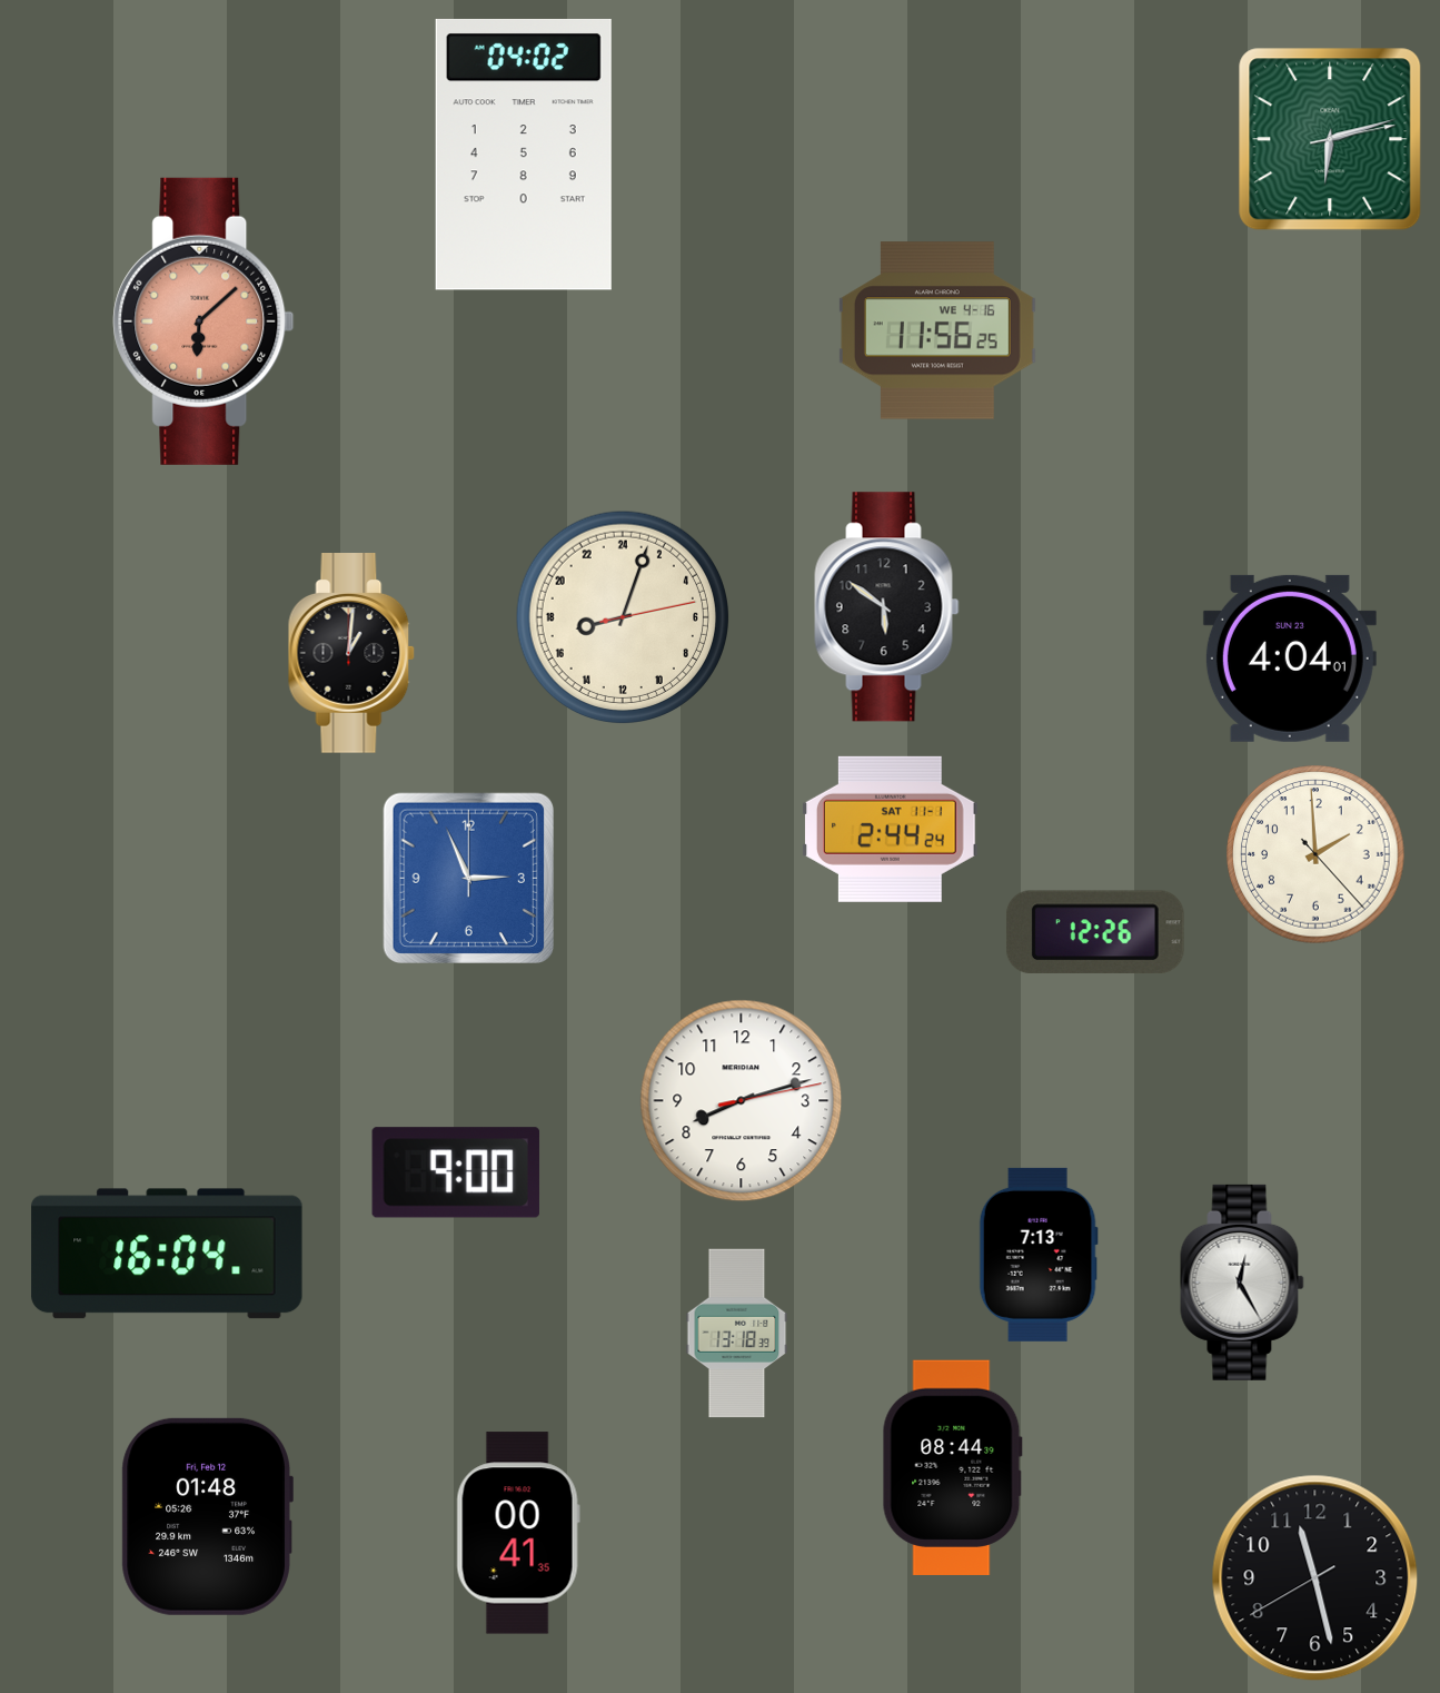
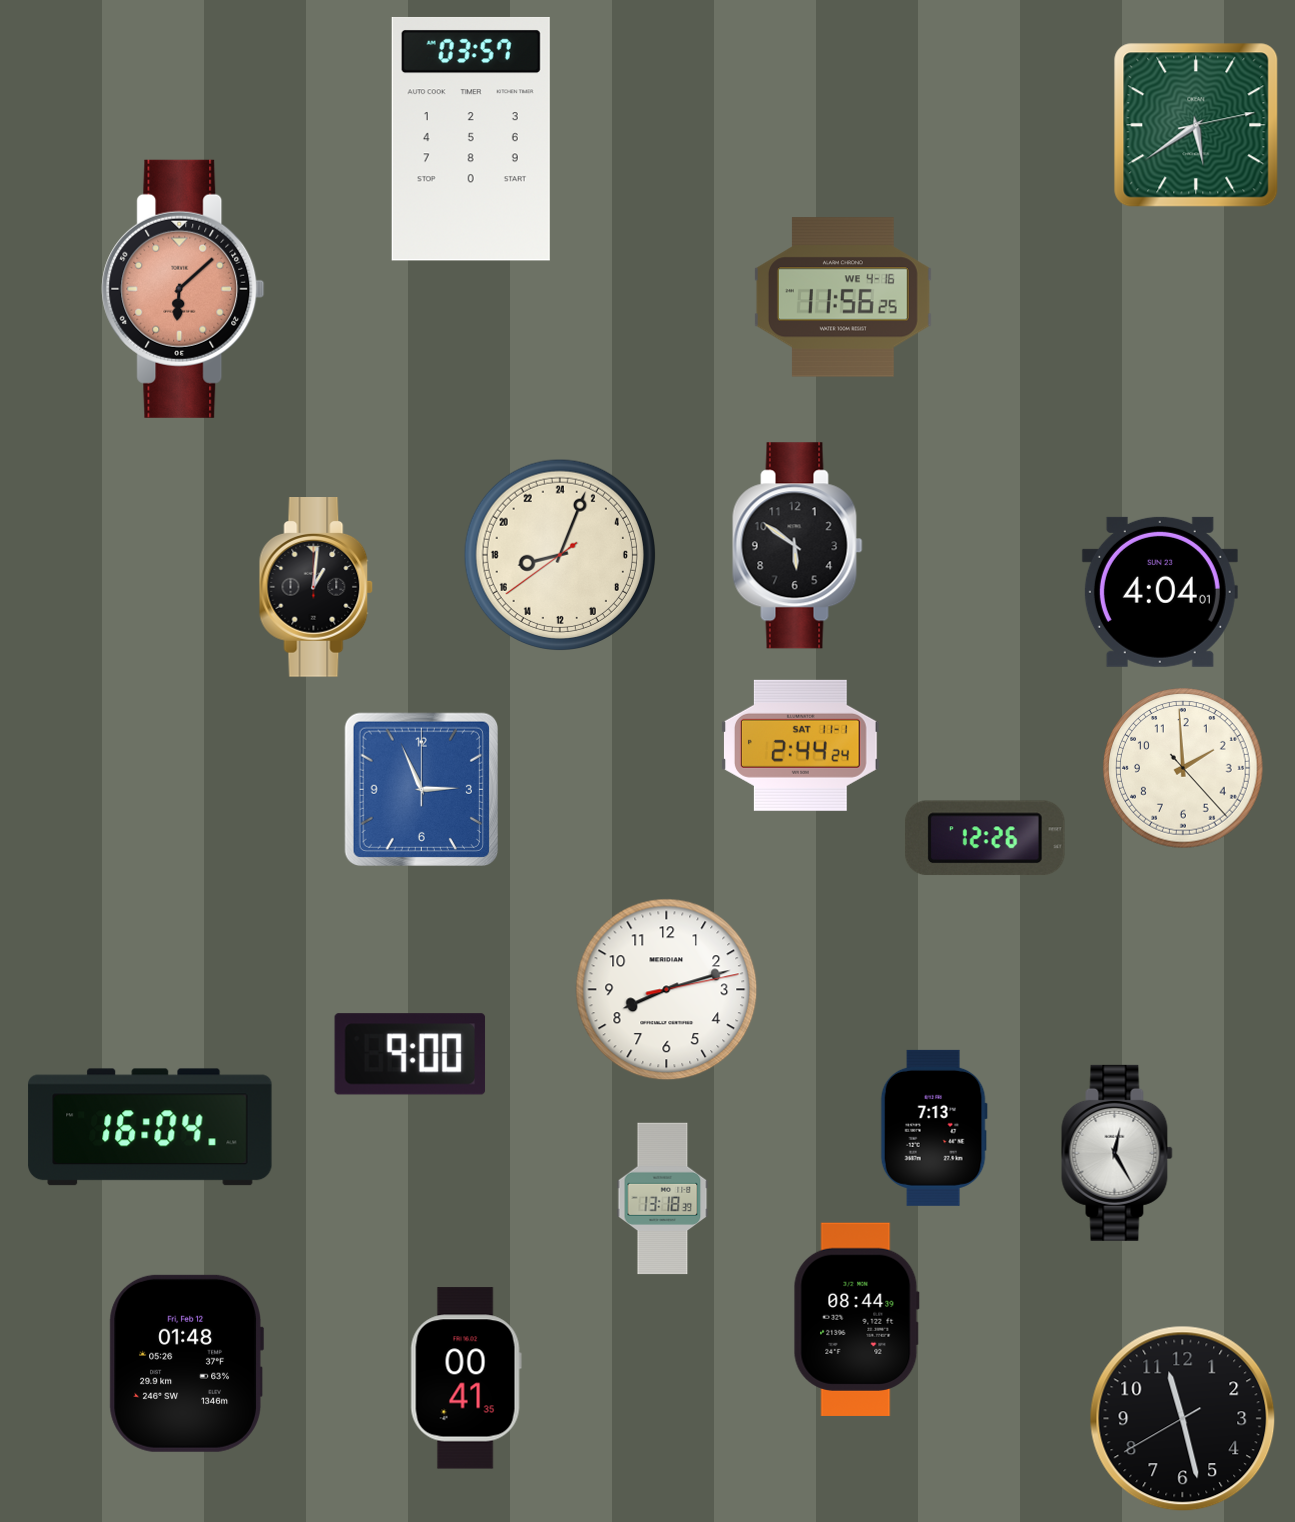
clock at (1330, 139): 6:12 -> 5:39
clock at (524, 155): 04:02 -> 03:57
clock at (622, 616): 17:03:13 -> 17:03:39
